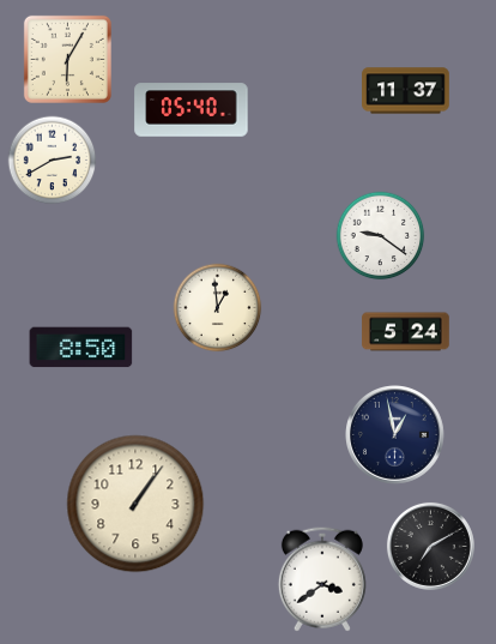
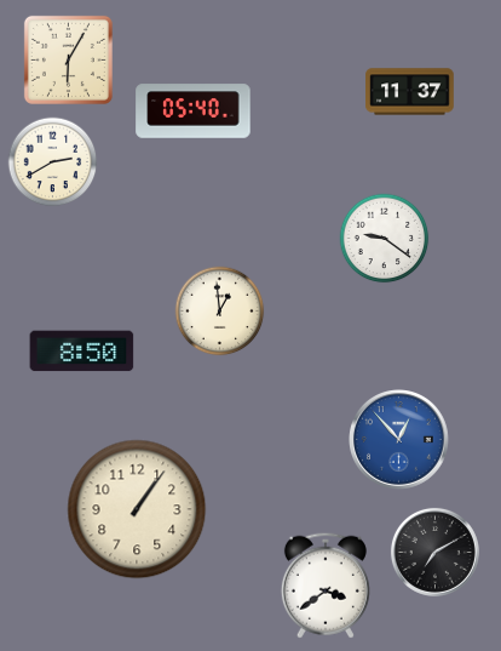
clock at (406, 332): 5:24 -> none
clock at (395, 435): 12:58 -> 12:53
clock at (395, 435) dial: navy -> blue
